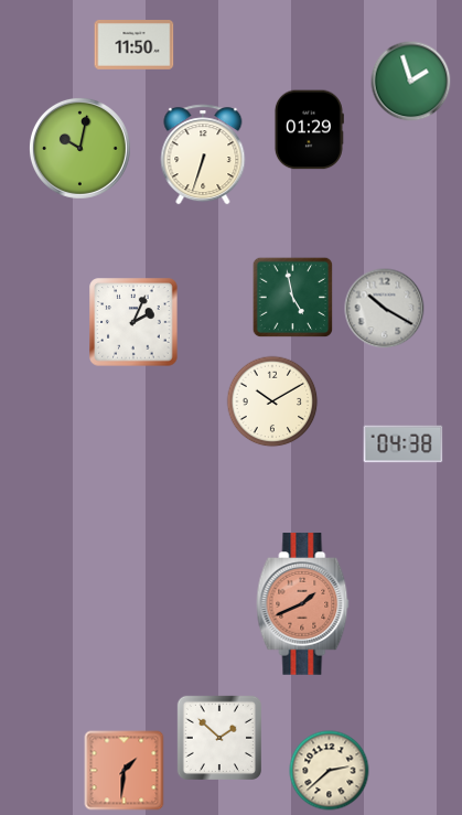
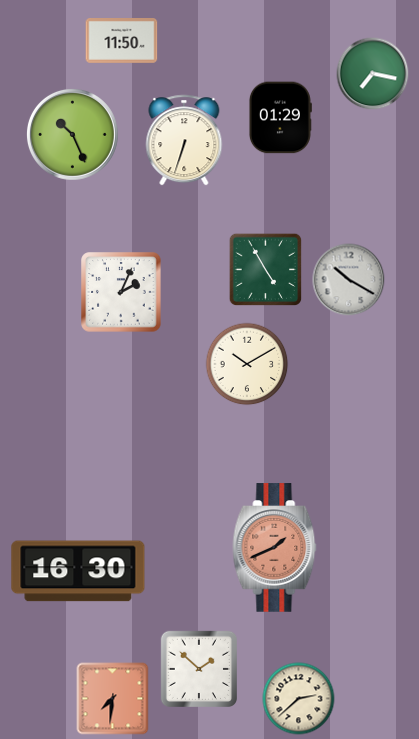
clock at (411, 82): 1:57 -> 7:17
clock at (79, 148): 10:02 -> 10:26
clock at (293, 298): 4:58 -> 4:55
clock at (404, 444): 04:38 -> none
clock at (78, 571): none -> 16:30
clock at (125, 771): 1:31 -> 7:31
